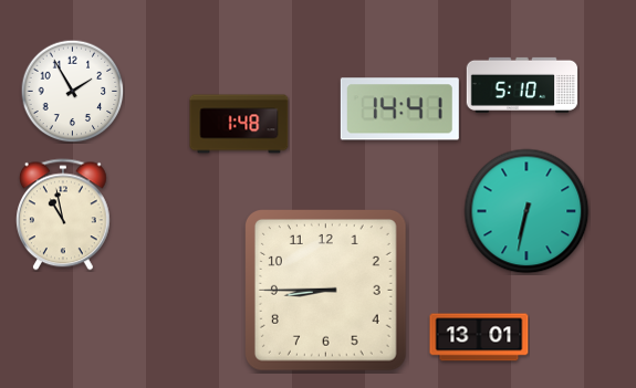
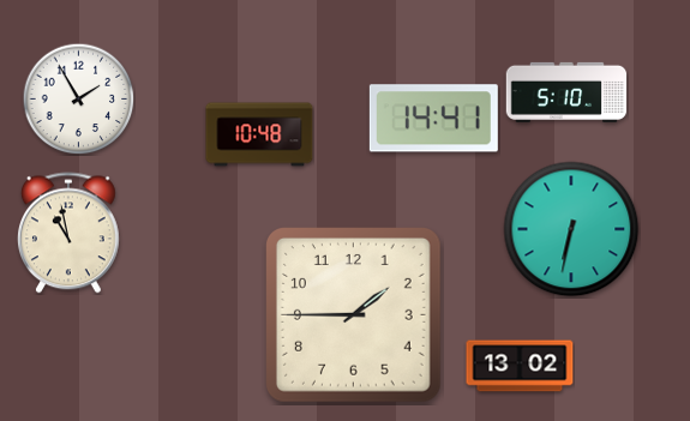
clock at (239, 124): 1:48 -> 10:48
clock at (325, 290): 8:45 -> 1:45
clock at (479, 337): 13:01 -> 13:02
